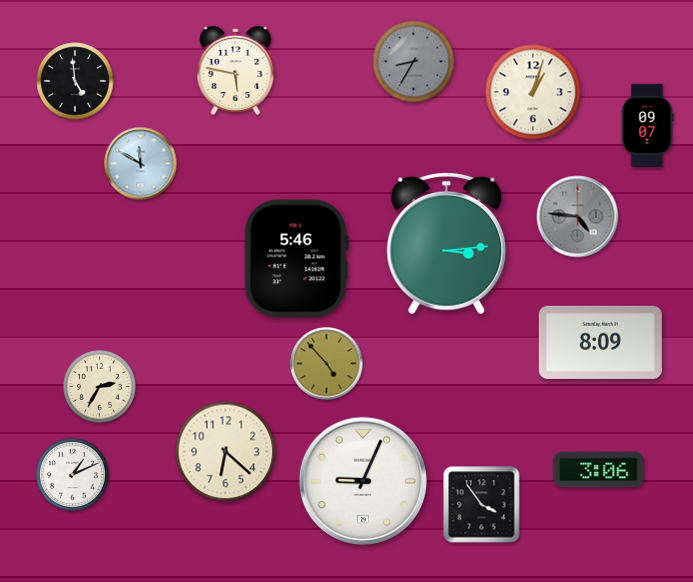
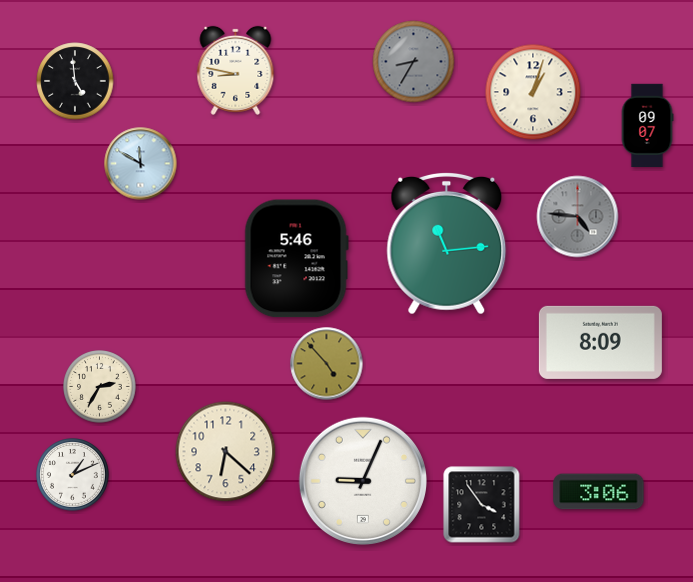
clock at (236, 70): 5:47 -> 8:47
clock at (447, 243): 3:14 -> 11:14
clock at (599, 470) position: (599, 470) -> (599, 492)
